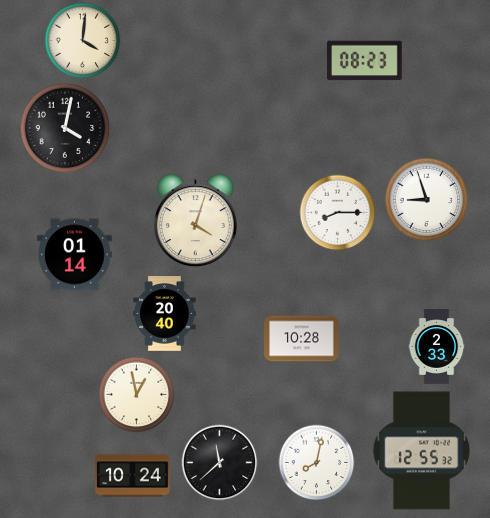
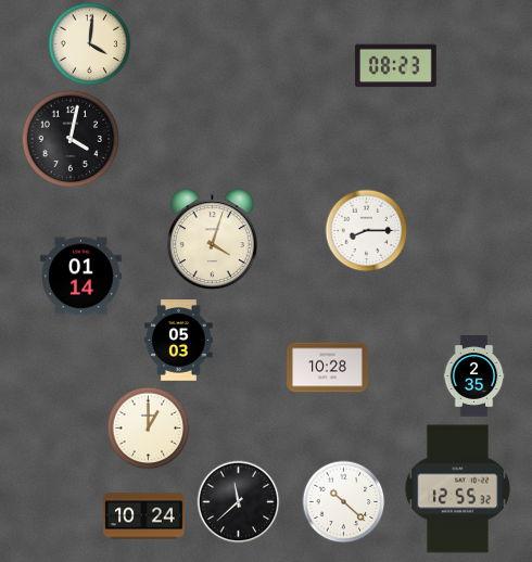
clock at (427, 200): 8:57 -> none
clock at (165, 314): 20:40 -> 05:03
clock at (437, 347): 2:33 -> 2:35
clock at (137, 395): 12:58 -> 1:00
clock at (317, 463): 8:02 -> 10:22
